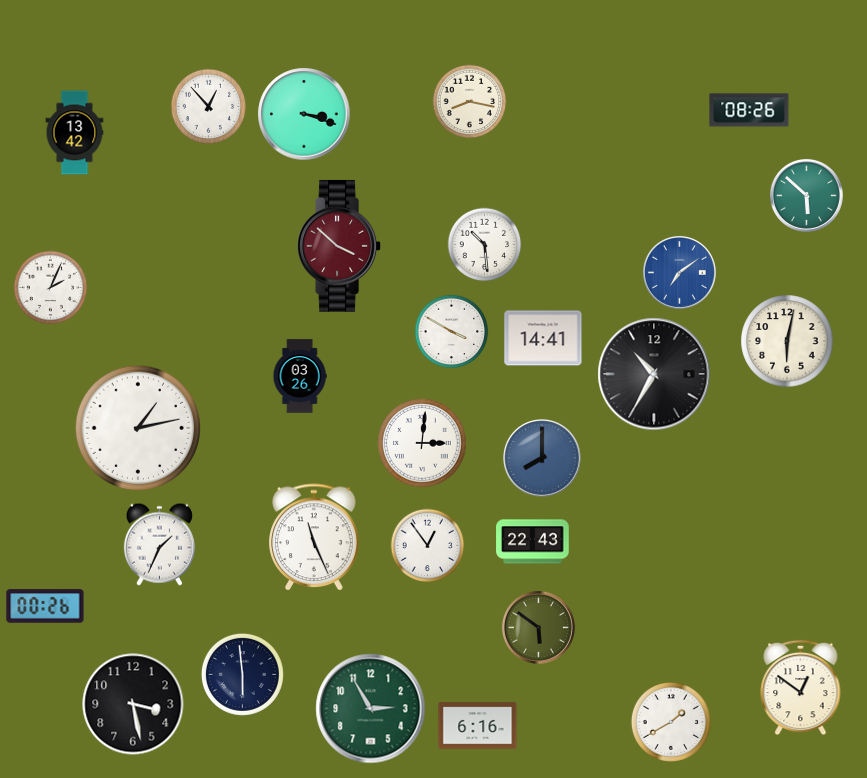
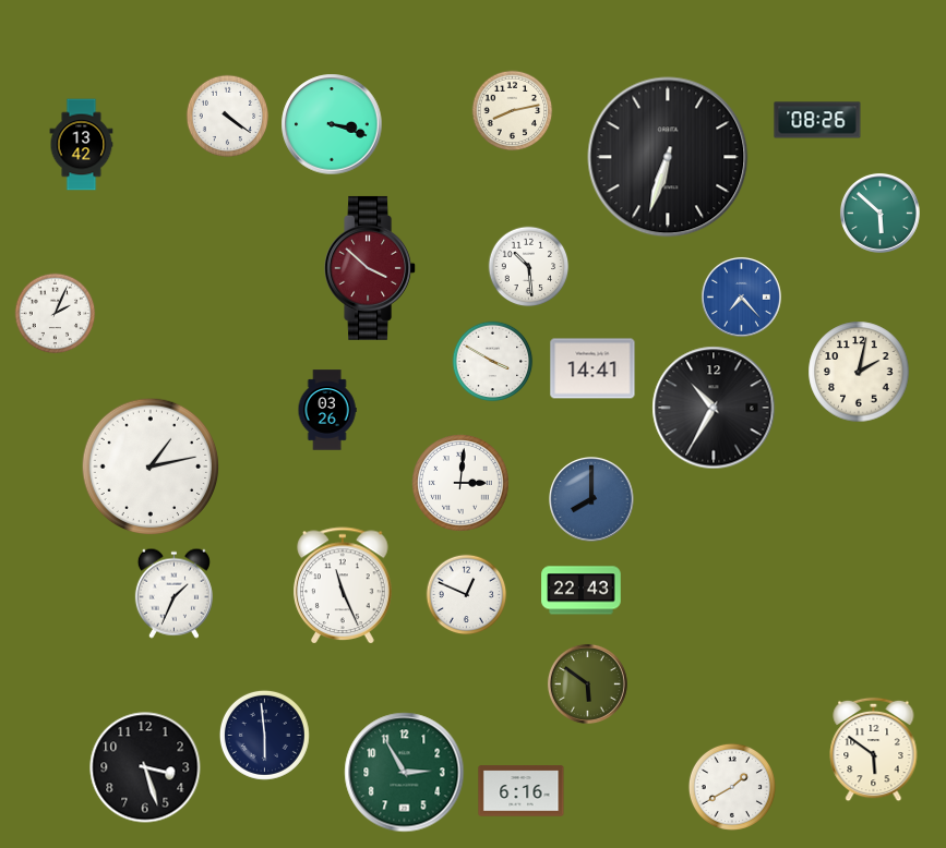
clock at (470, 102): 8:17 -> 8:13
clock at (209, 107): 12:53 -> 4:21
clock at (668, 157): none -> 6:33
clock at (679, 272): 7:09 -> 7:23
clock at (787, 341): 6:02 -> 2:02
clock at (428, 546): 12:54 -> 12:49
clock at (45, 606): 00:26 -> none
clock at (801, 688): 12:51 -> 5:51
clock at (133, 704): 3:28 -> 3:27
